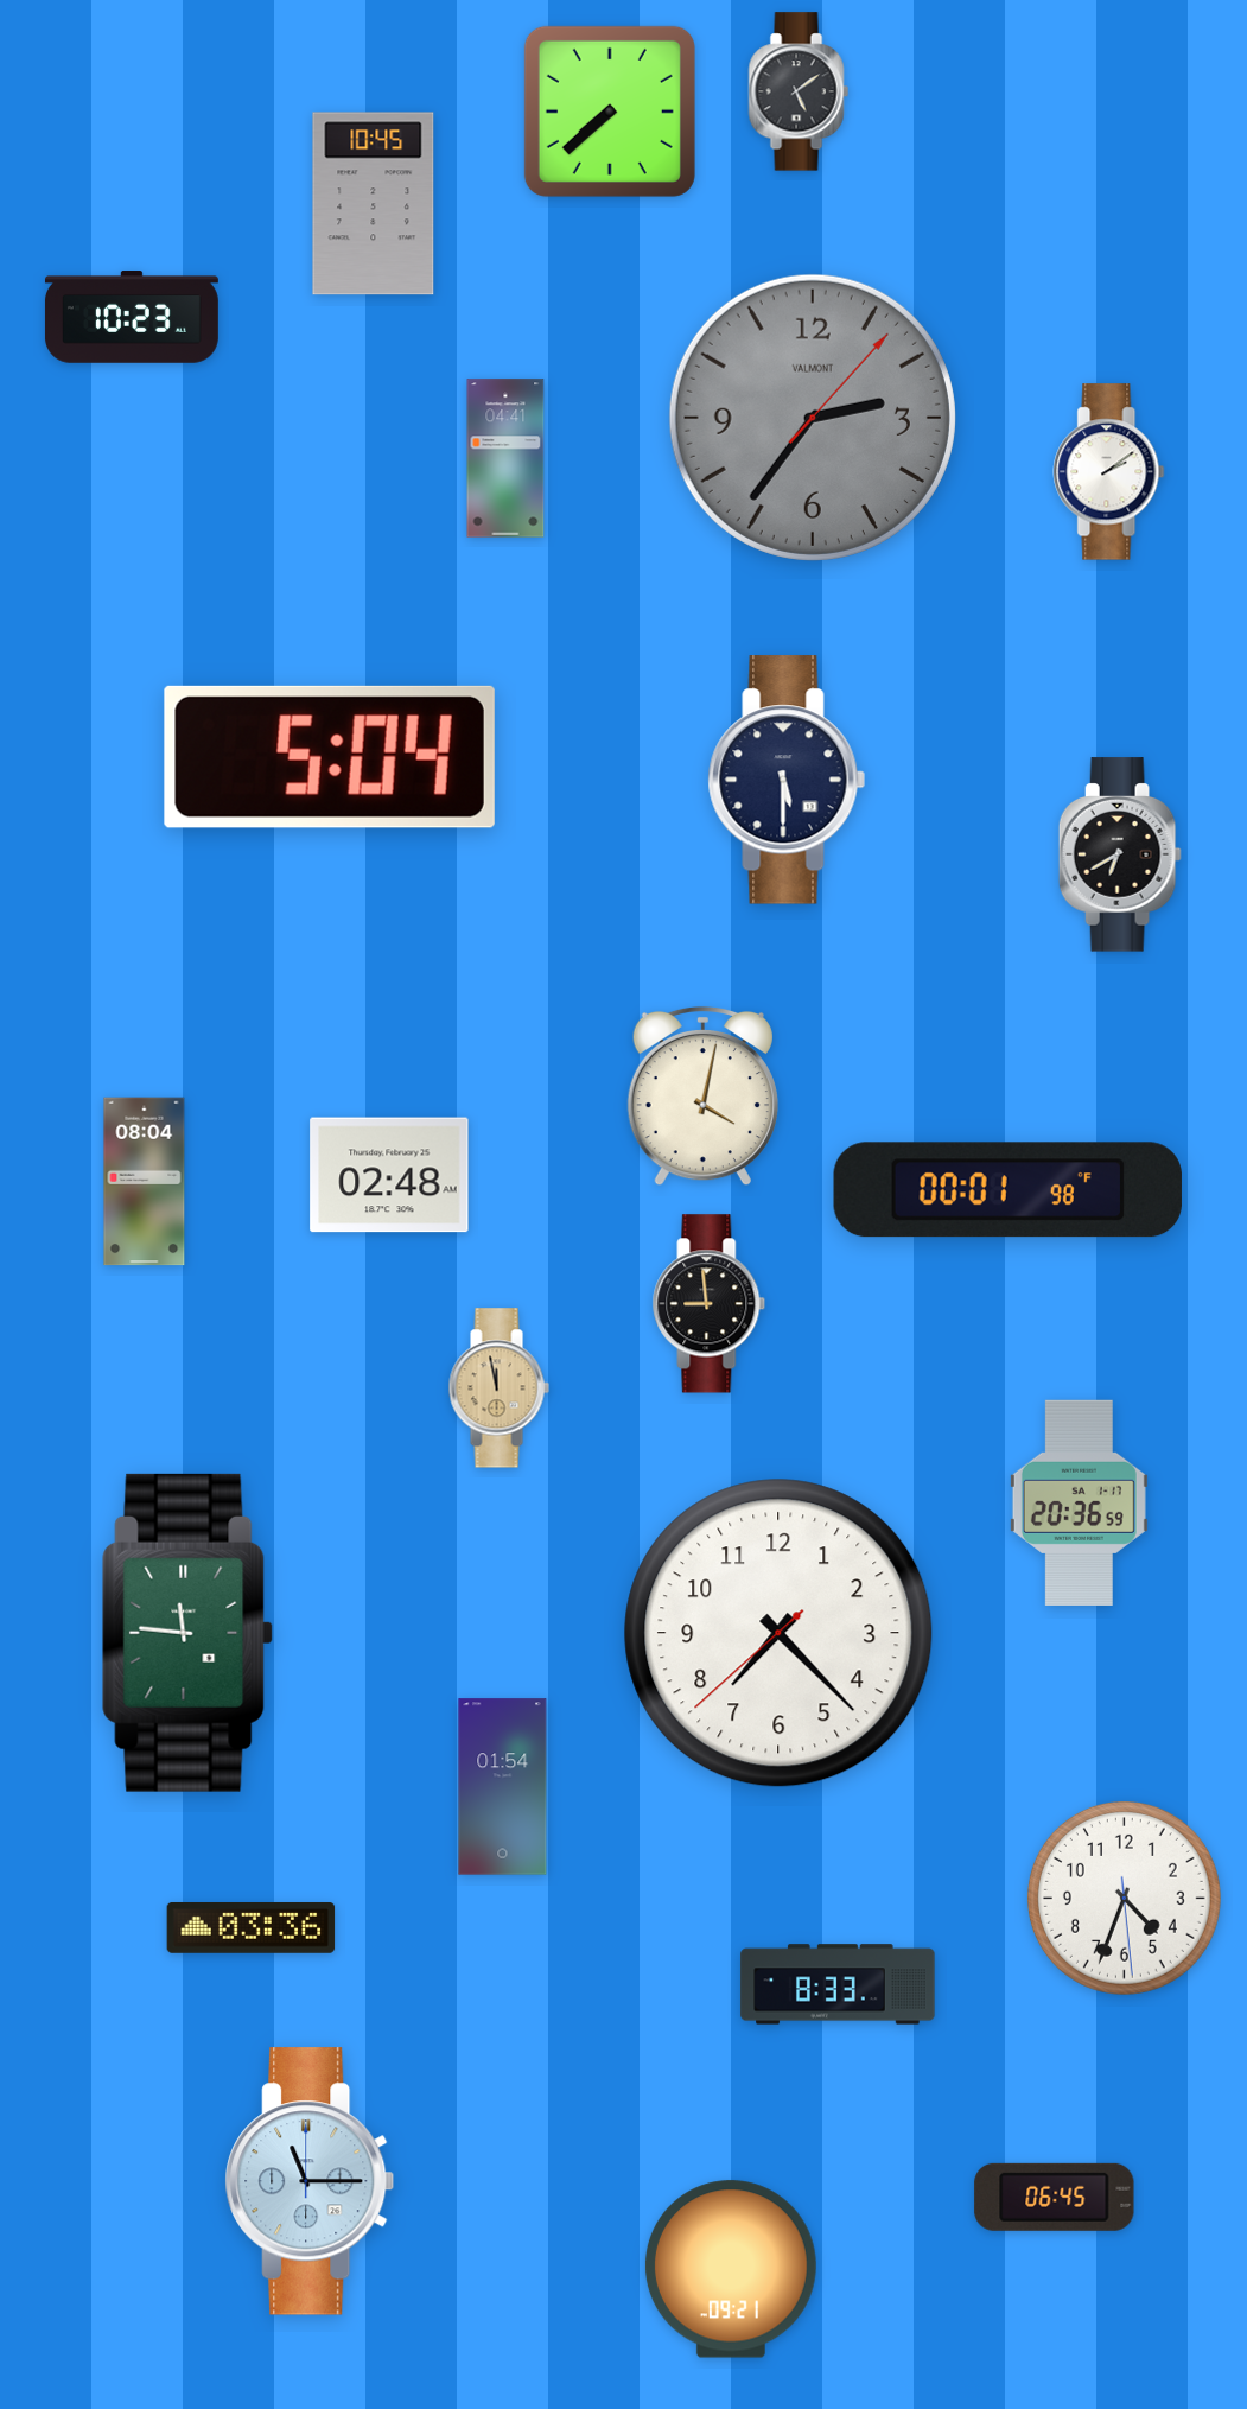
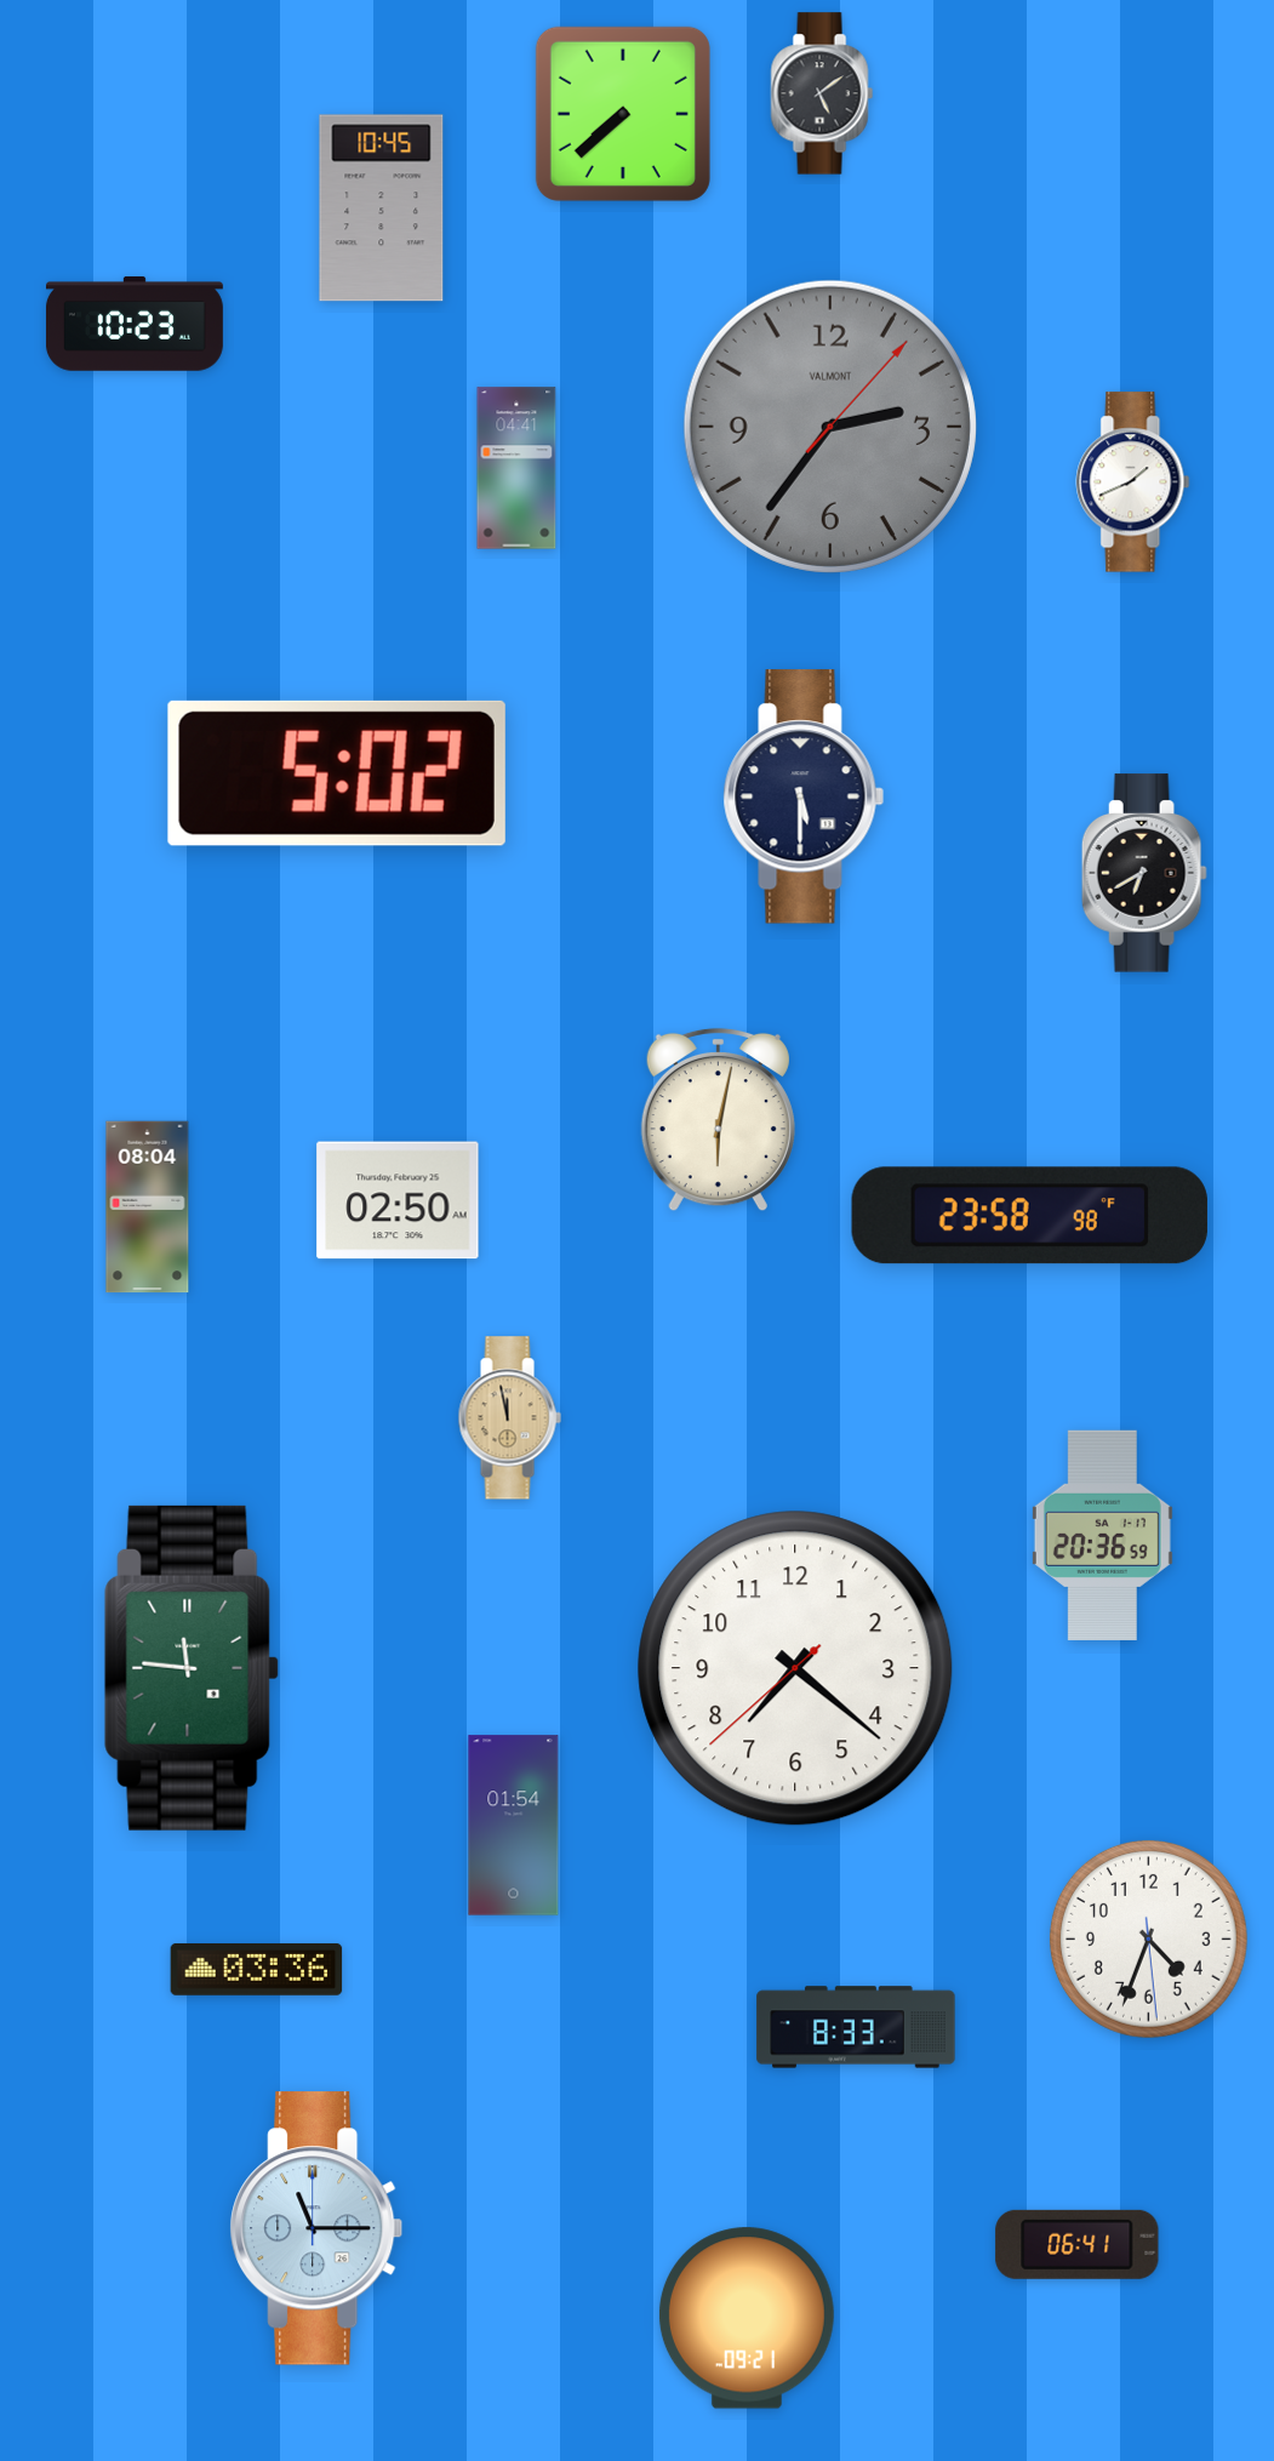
clock at (799, 91) position: (799, 91) -> (822, 93)
clock at (1109, 472): 2:09 -> 1:41
clock at (330, 757): 5:04 -> 5:02
clock at (702, 1097): 4:02 -> 6:02
clock at (389, 1175): 02:48 -> 02:50
clock at (1007, 1190): 00:01 -> 23:58
clock at (710, 1304): 8:59 -> none
clock at (778, 1633): 7:22 -> 7:21
clock at (1055, 2197): 06:45 -> 06:41
